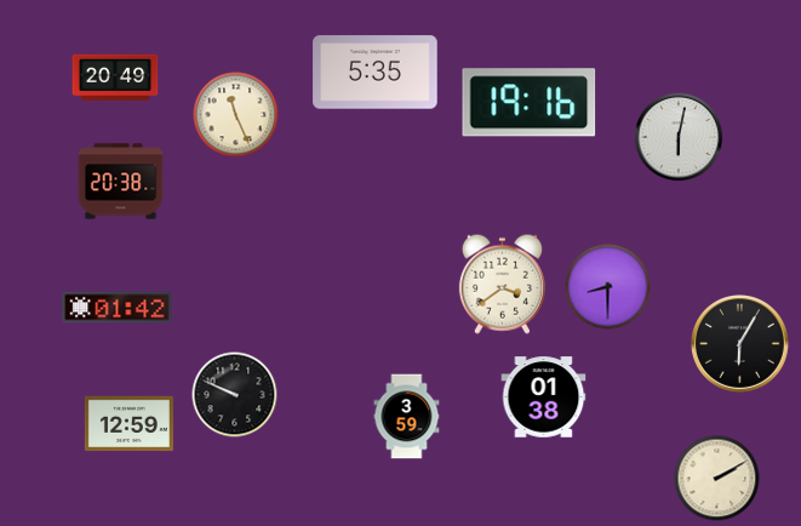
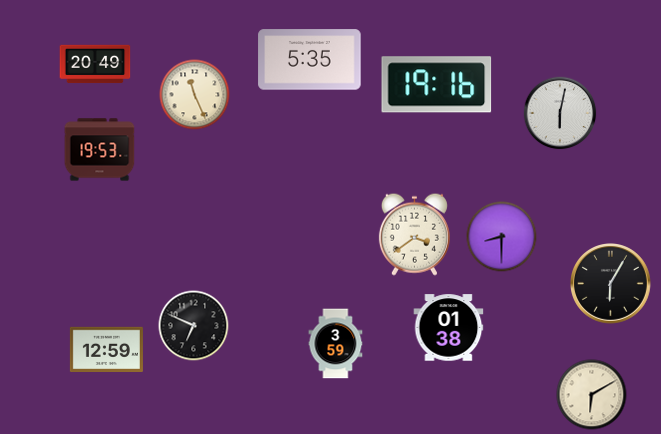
clock at (121, 182): 20:38 -> 19:53
clock at (118, 308): 01:42 -> none
clock at (235, 395): 9:49 -> 6:49
clock at (717, 479): 2:10 -> 6:10
